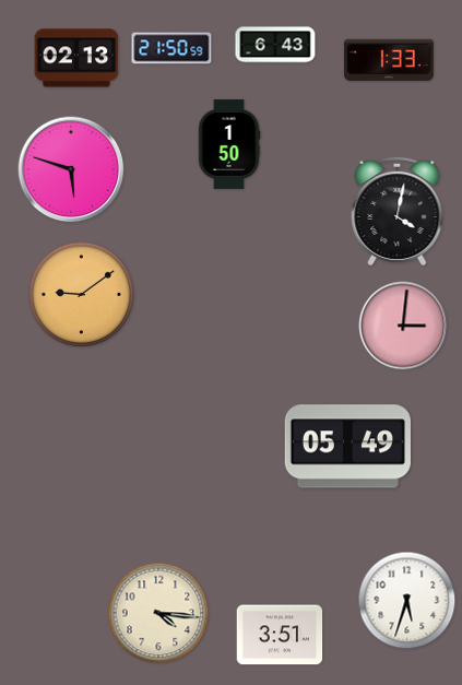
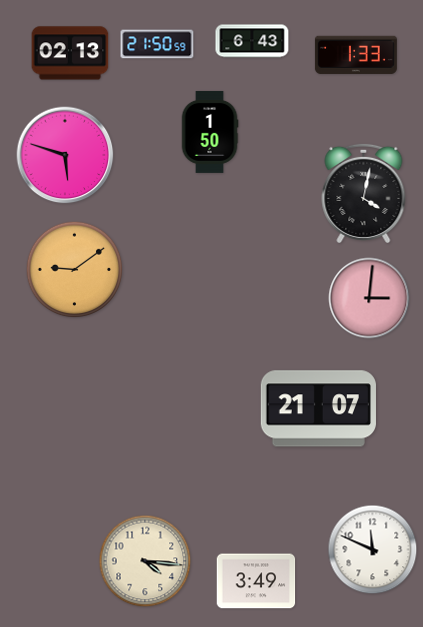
clock at (347, 447): 05:49 -> 21:07
clock at (407, 601): 5:33 -> 11:49
clock at (280, 635): 3:51 -> 3:49
